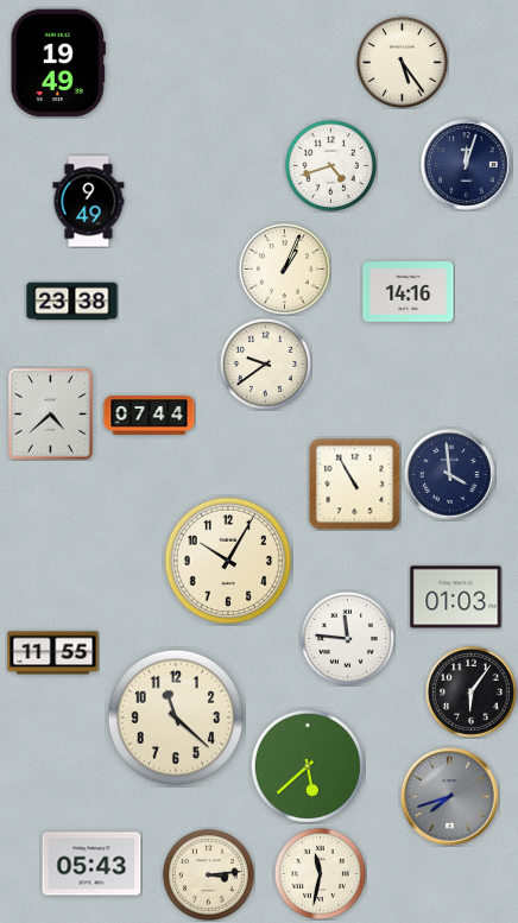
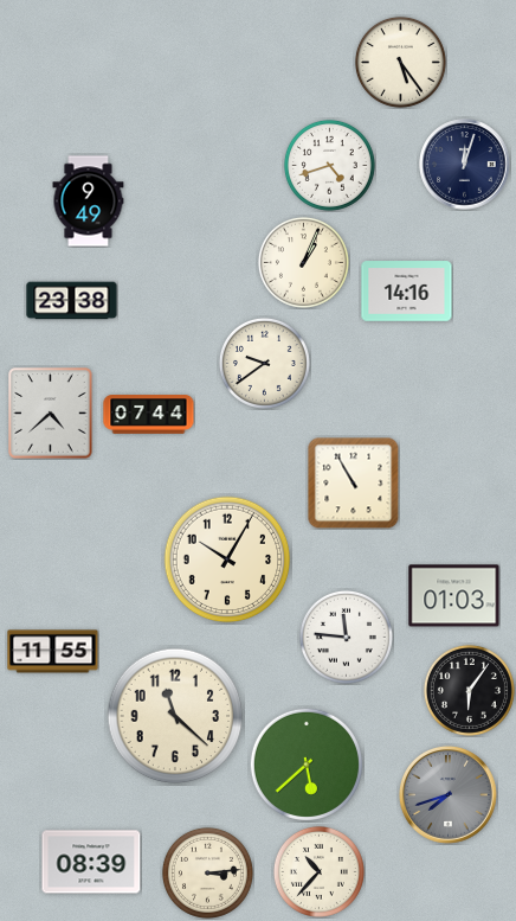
clock at (58, 63): 19:49 -> none
clock at (284, 268) position: (284, 268) -> (303, 262)
clock at (450, 475): 3:59 -> none
clock at (91, 864): 05:43 -> 08:39
clock at (320, 873): 11:32 -> 10:37
